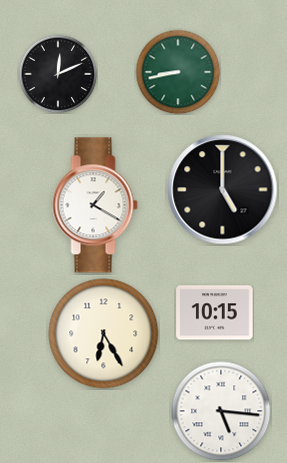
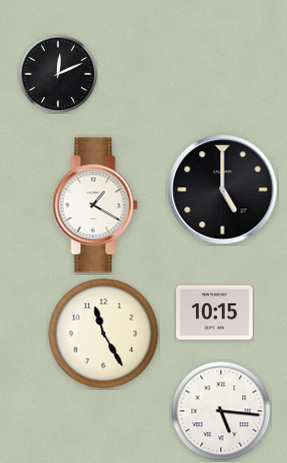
clock at (178, 72): 8:43 -> none
clock at (104, 334): 6:25 -> 11:25
